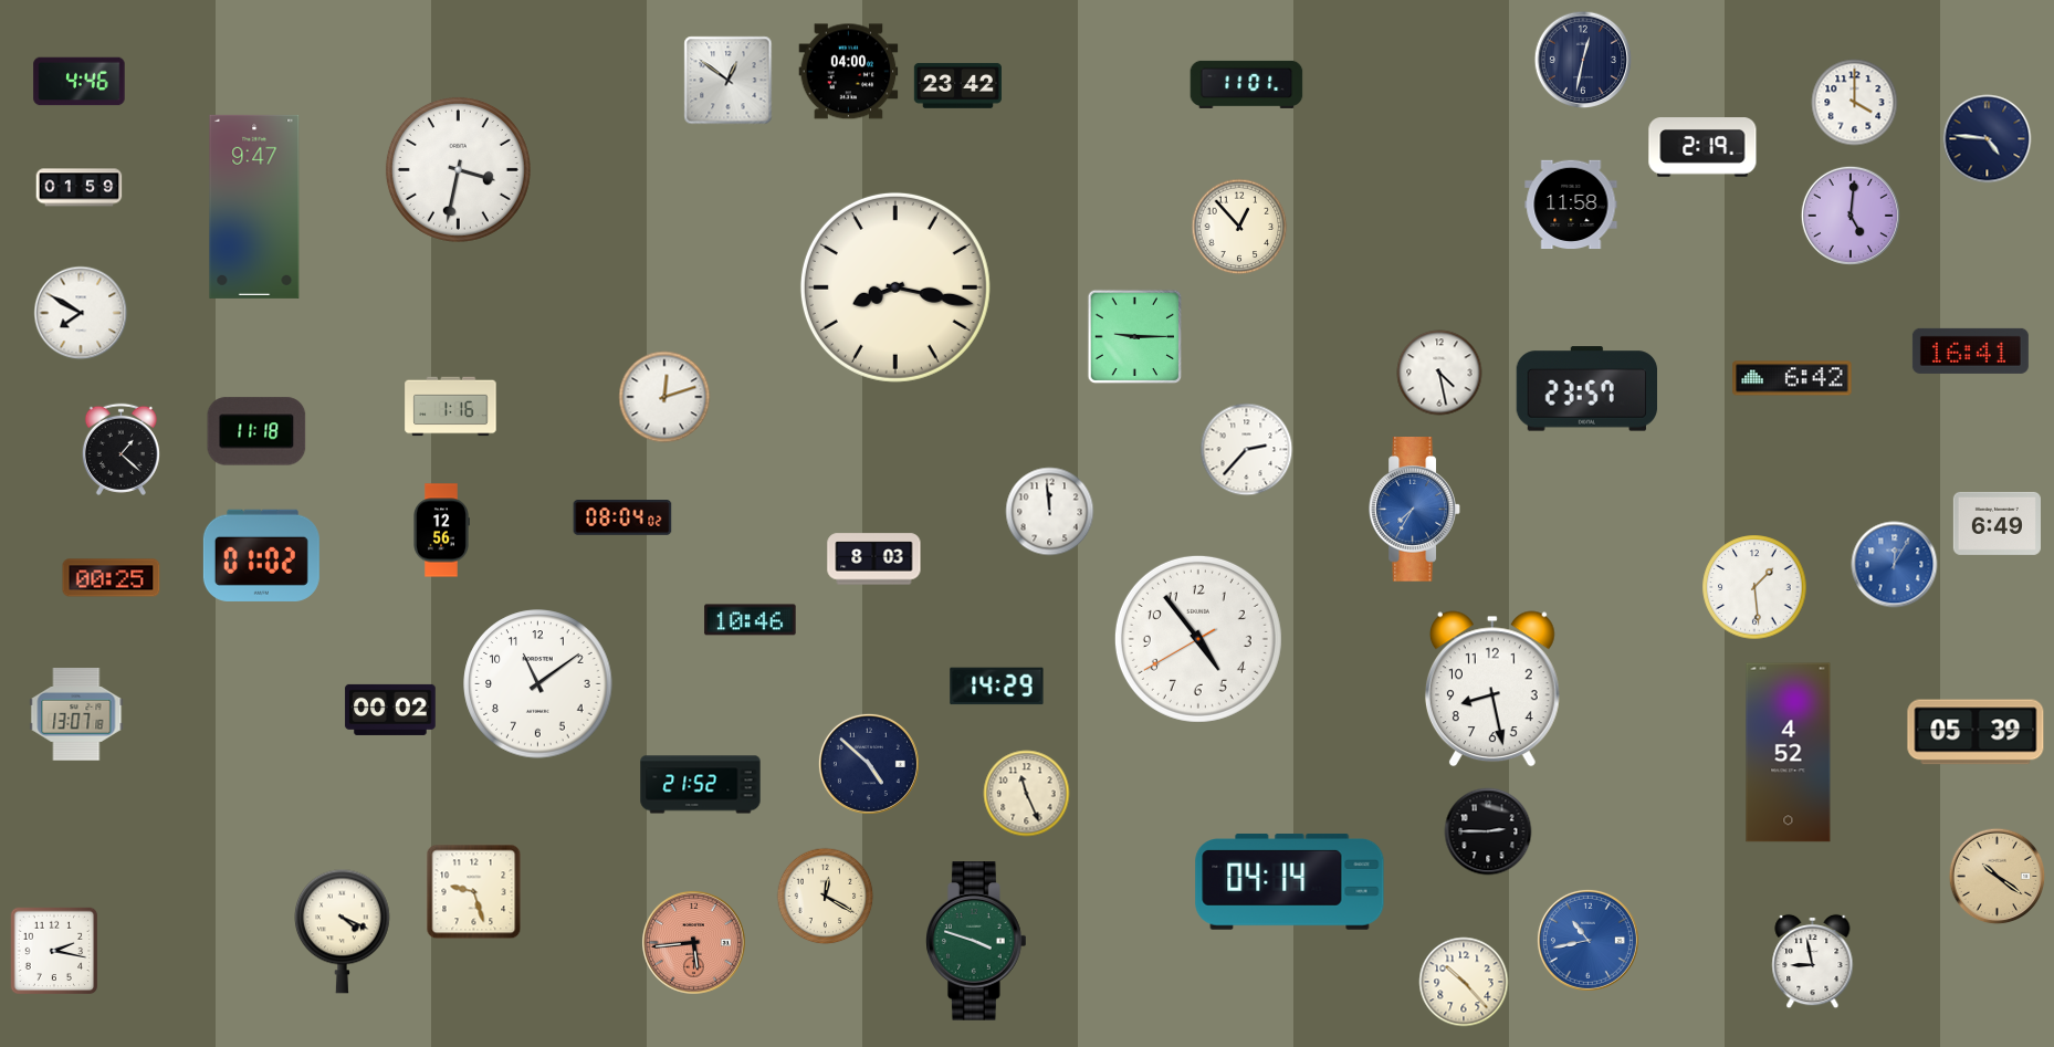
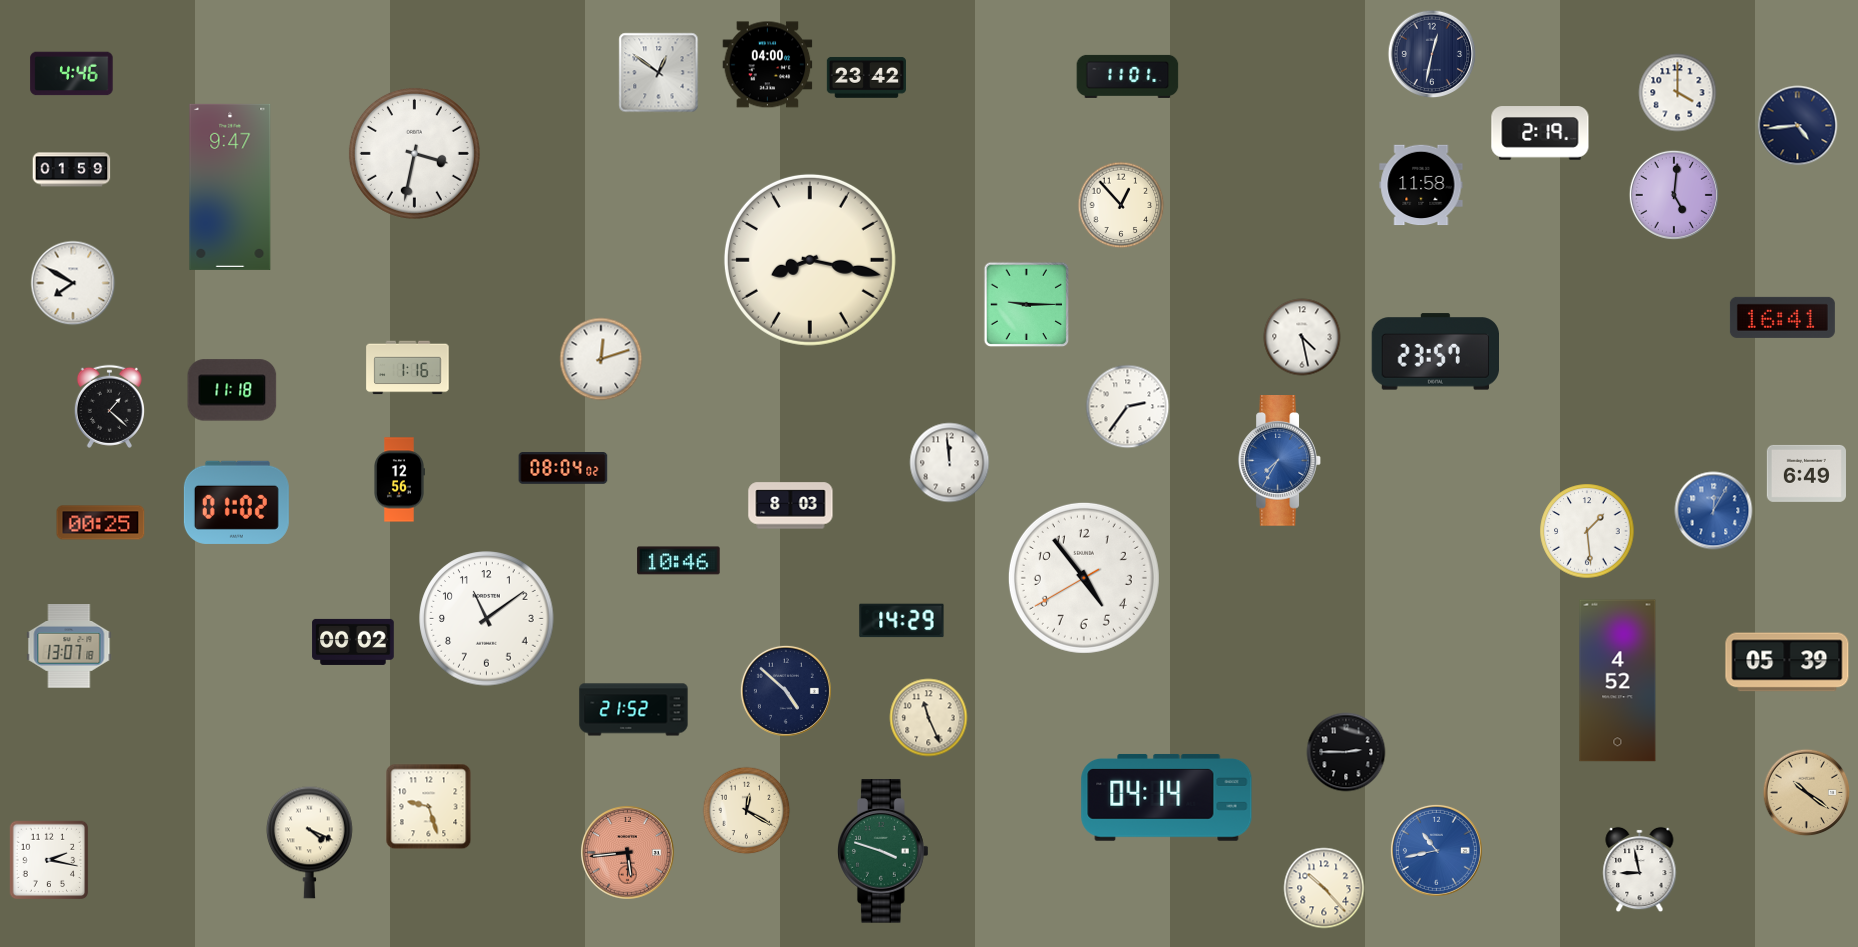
clock at (1988, 139): 4:46 -> 4:44
clock at (1792, 378): 6:42 -> none
clock at (1247, 450): 2:37 -> 2:36
clock at (1492, 689): 8:28 -> none
